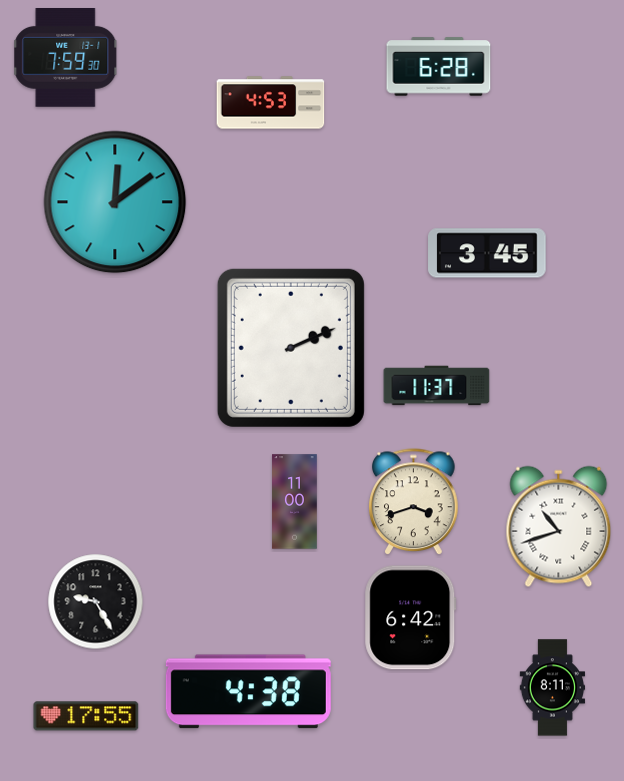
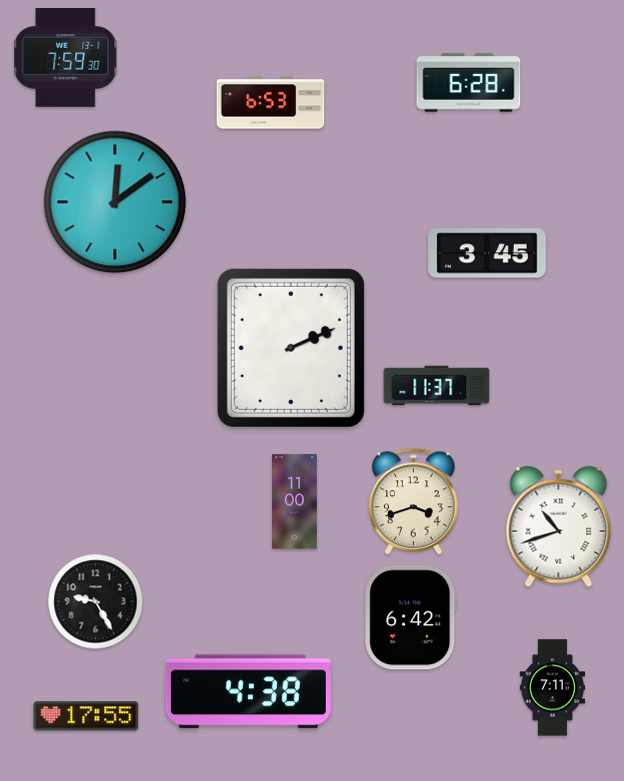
clock at (439, 67) position: (439, 67) -> (469, 83)
clock at (271, 103): 4:53 -> 6:53
clock at (553, 688): 8:11 -> 7:11
